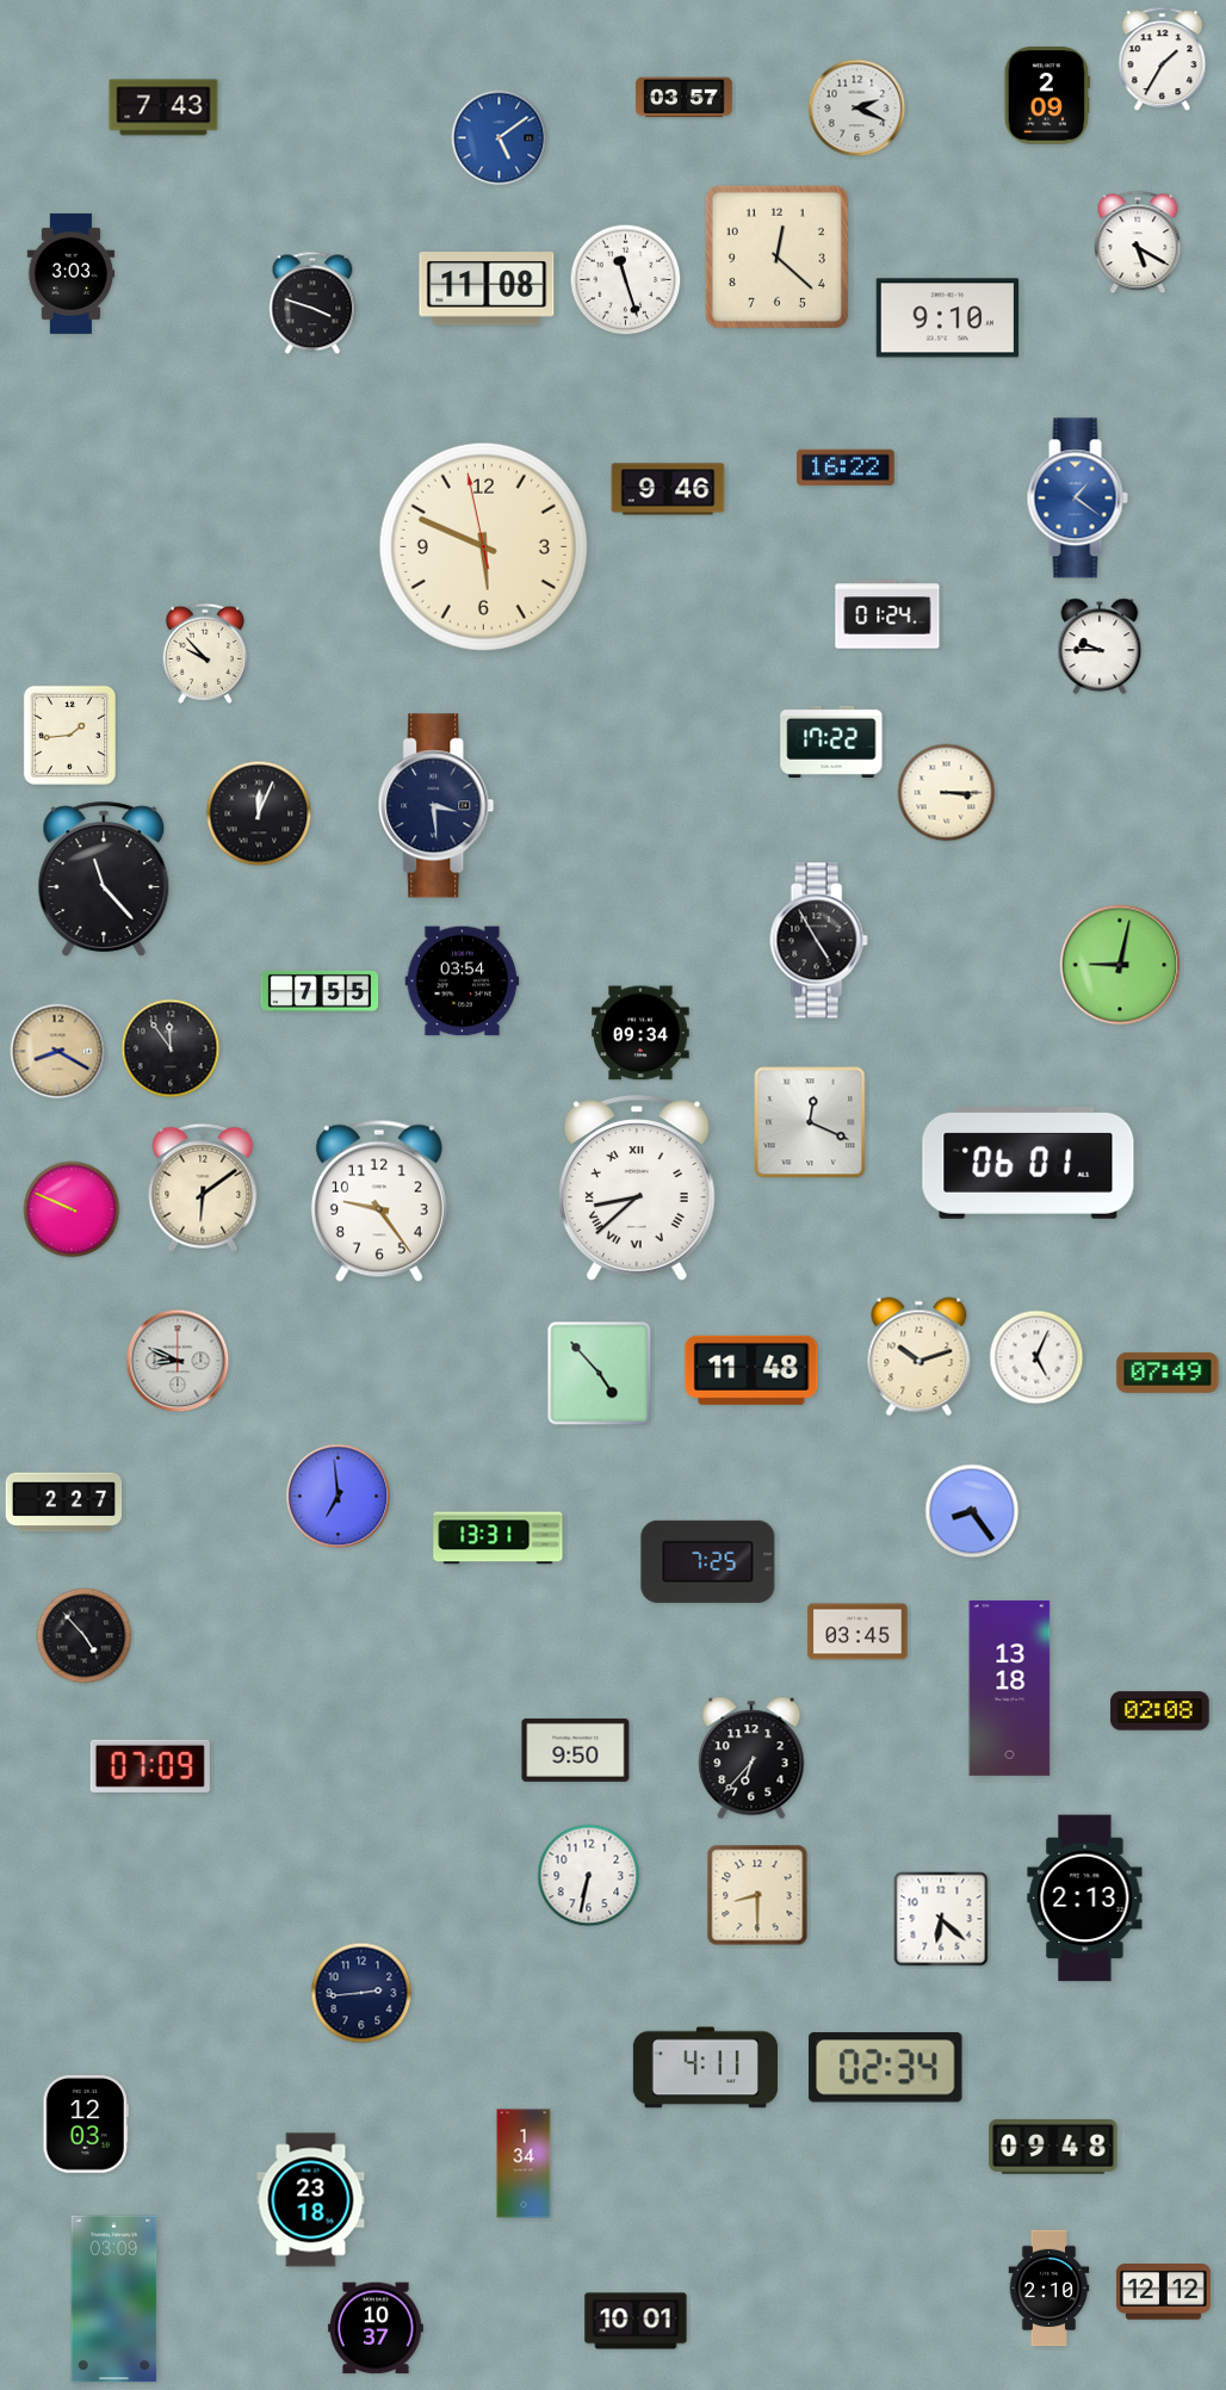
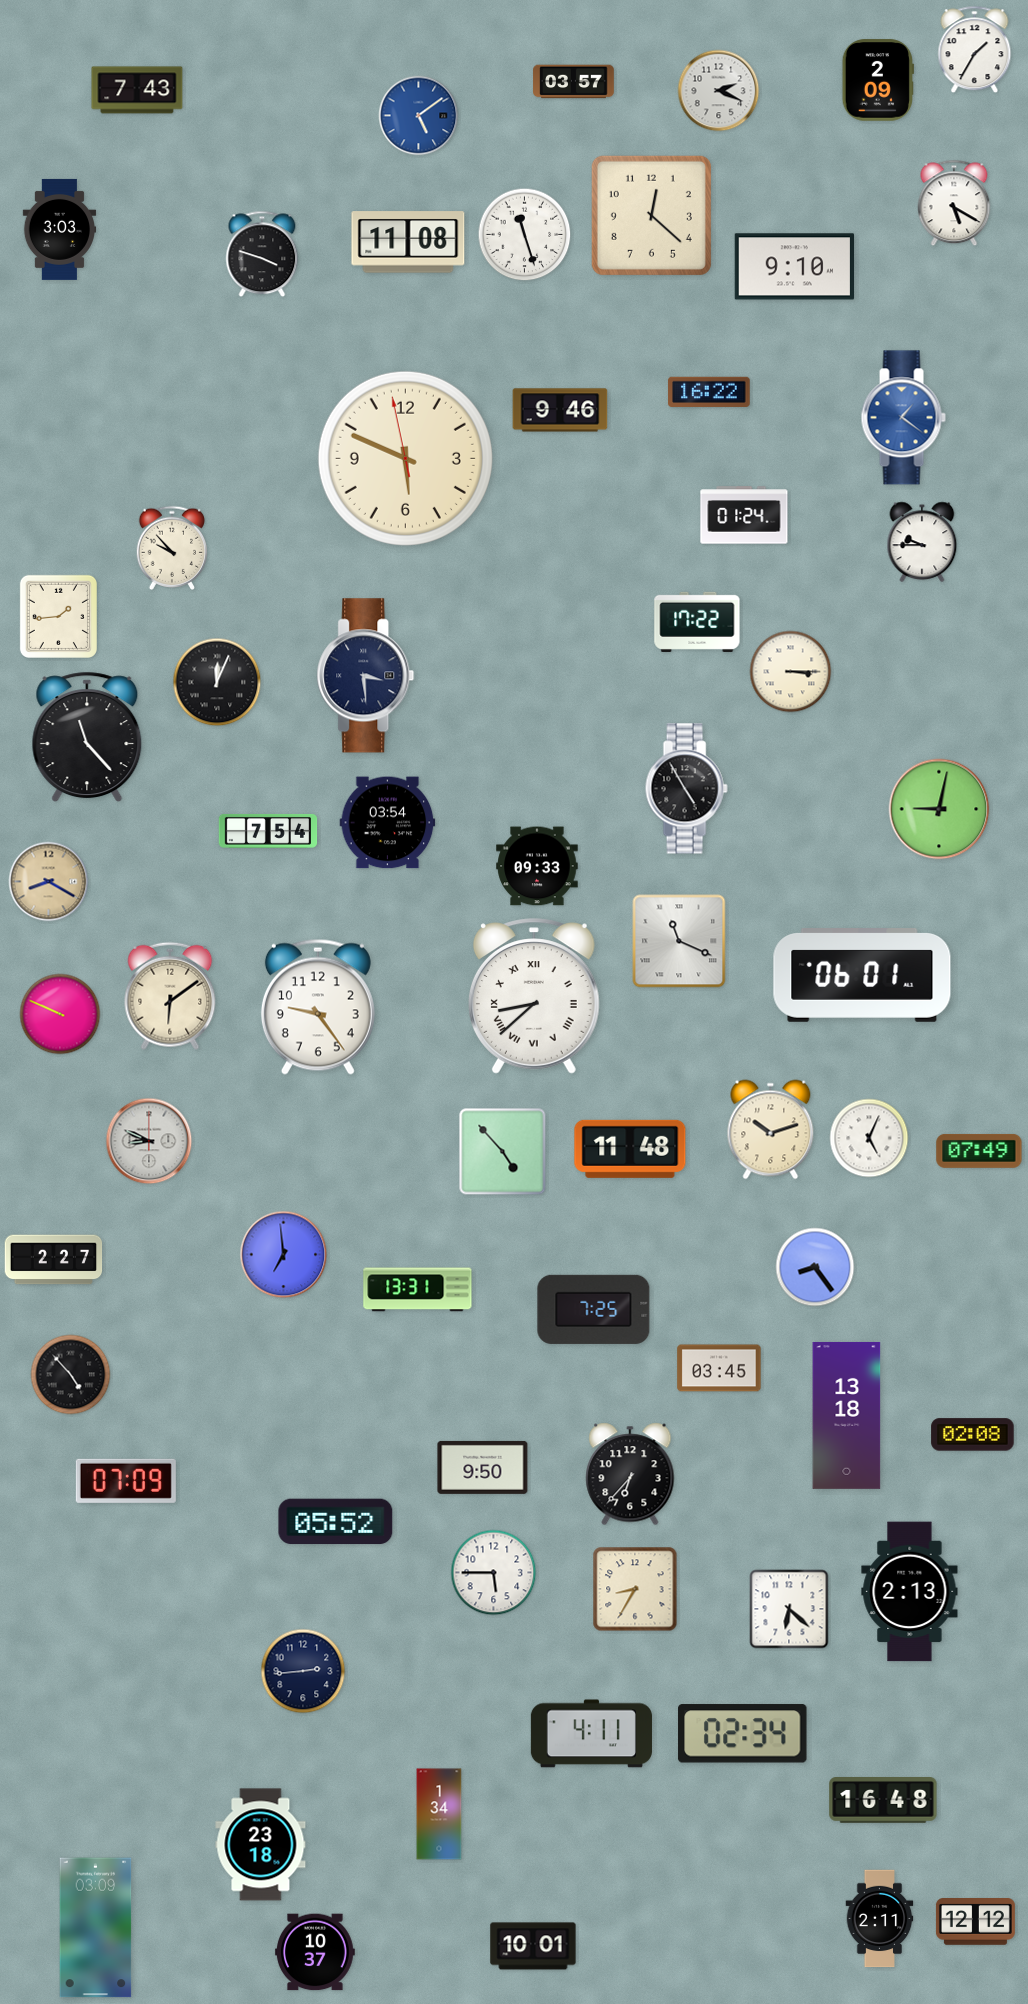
clock at (947, 793) position: (947, 793) -> (791, 672)
clock at (320, 991): 7:55 -> 7:54
clock at (640, 1033): 09:34 -> 09:33
clock at (171, 1048): 11:54 -> none
clock at (810, 1122): 12:19 -> 11:19
clock at (919, 1357) position: (919, 1357) -> (771, 1130)
clock at (85, 1636) position: (85, 1636) -> (71, 1375)
clock at (336, 1522): none -> 05:52
clock at (589, 1876): 6:32 -> 5:45
clock at (757, 1895): 8:30 -> 8:35
clock at (86, 2124): 12:03 -> none
clock at (1053, 2148): 09:48 -> 16:48
clock at (1049, 2289): 2:10 -> 2:11
